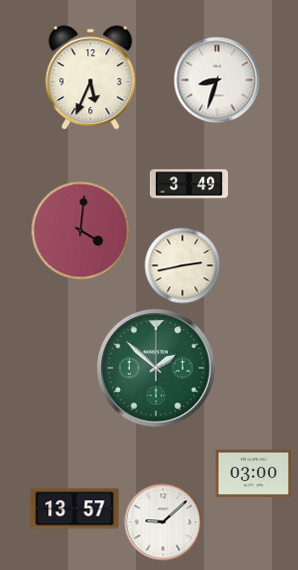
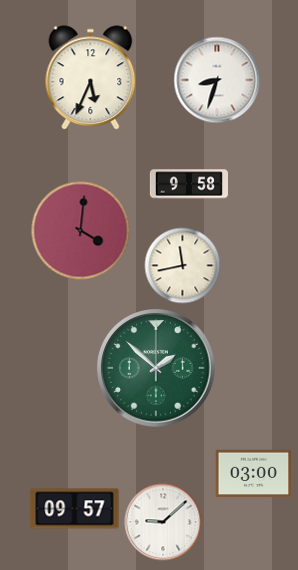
clock at (188, 184): 3:49 -> 9:58
clock at (183, 266): 2:43 -> 11:43
clock at (75, 509): 13:57 -> 09:57
